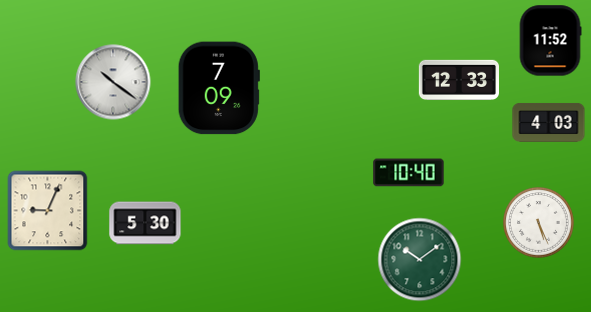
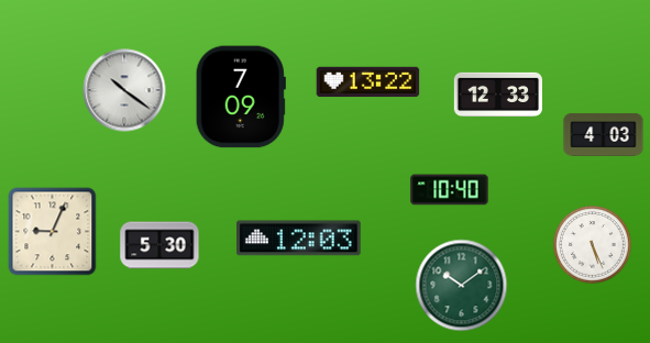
clock at (550, 41): 11:52 -> none
clock at (368, 82): none -> 13:22
clock at (458, 79) position: (458, 79) -> (497, 93)
clock at (299, 239): none -> 12:03
